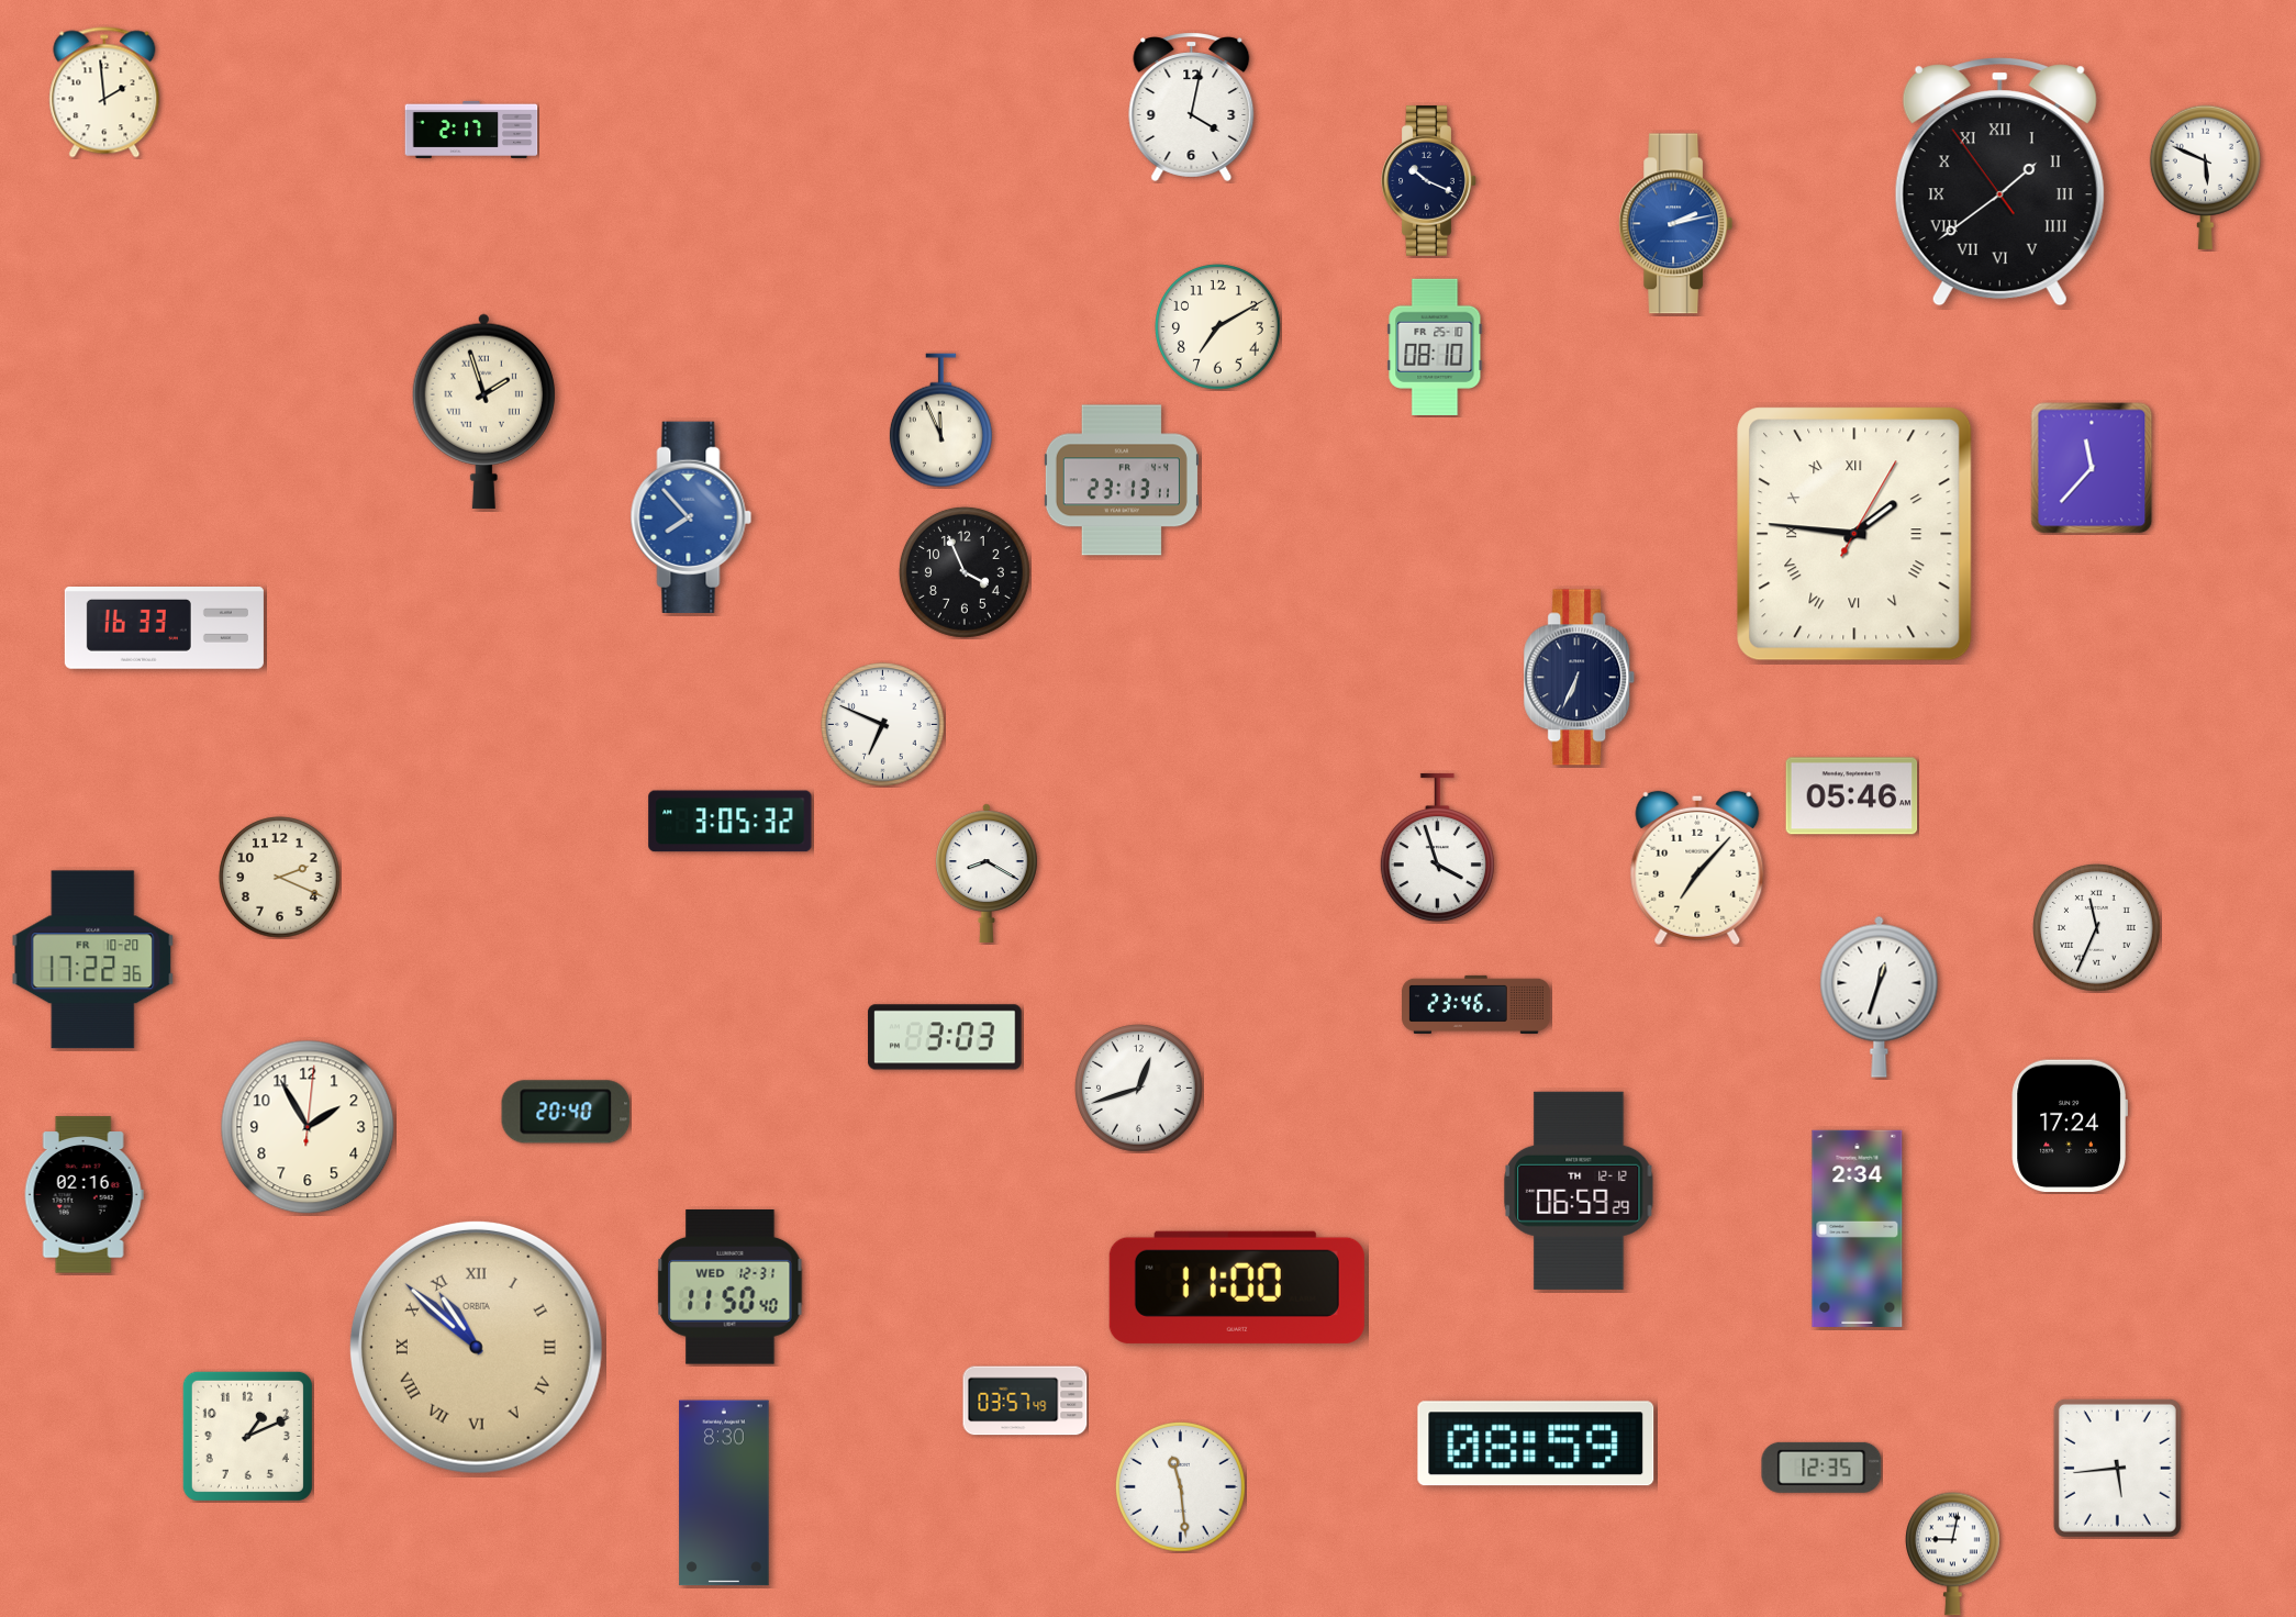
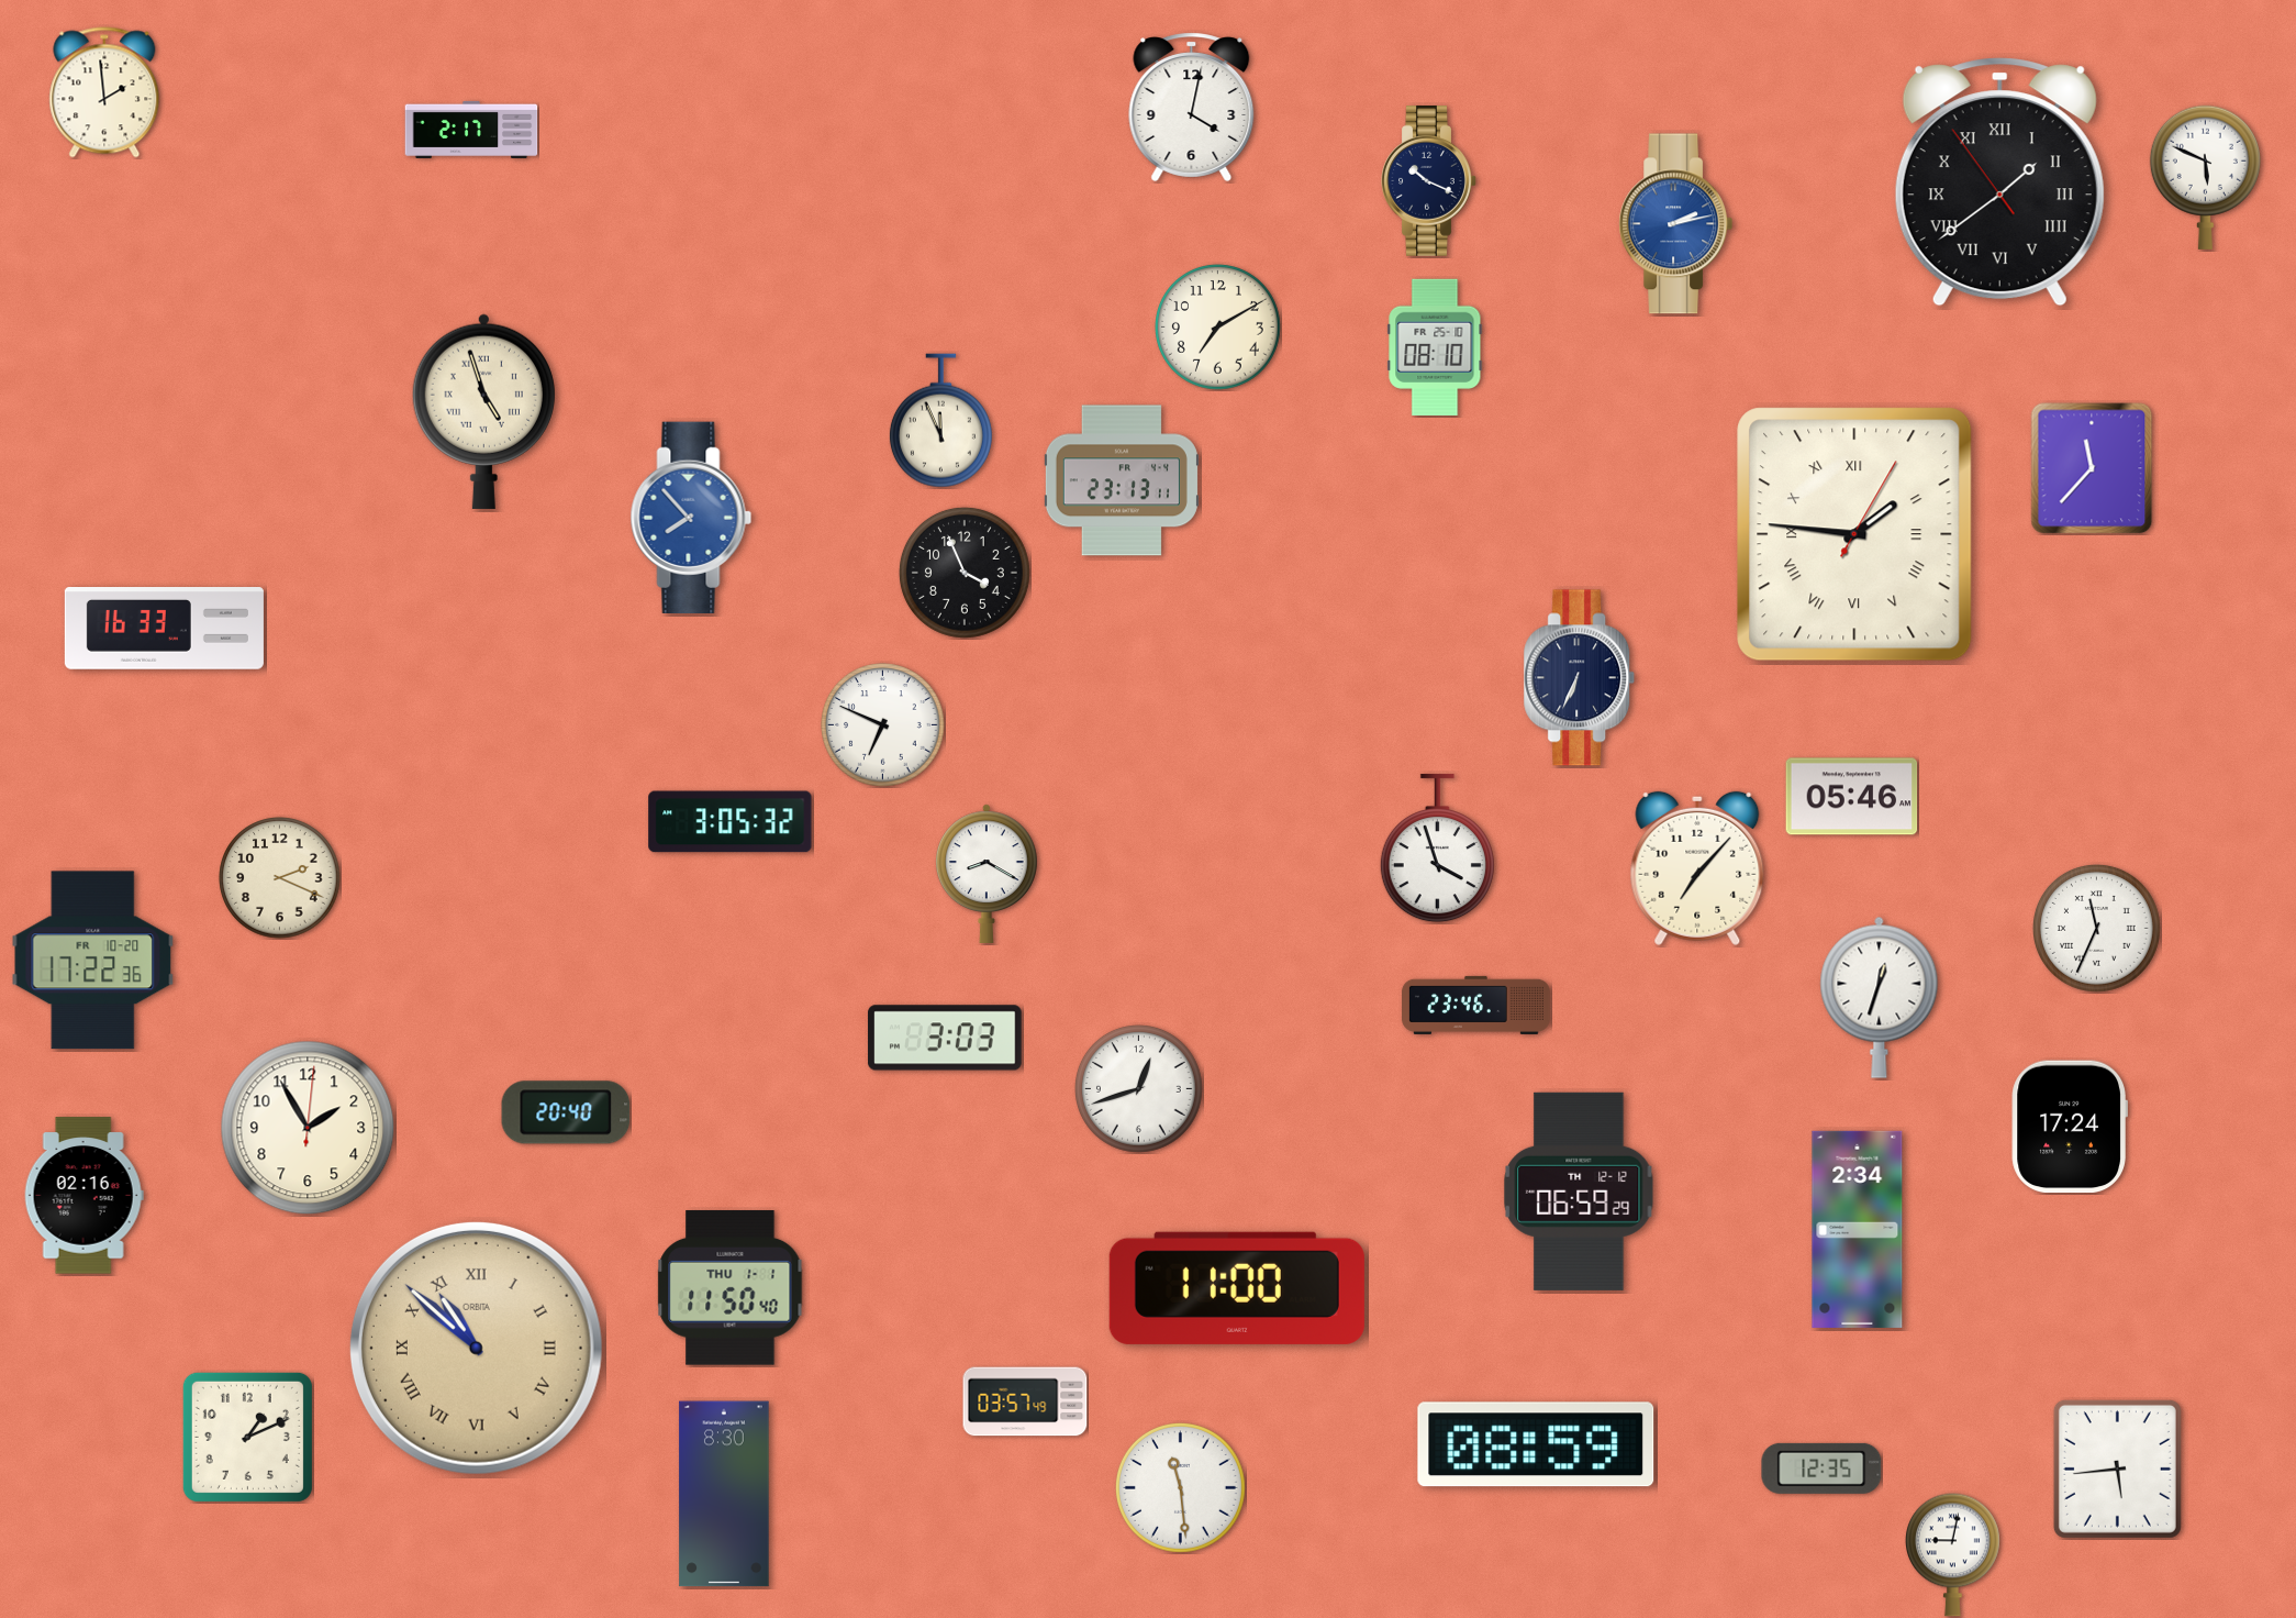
clock at (483, 411): 1:57 -> 4:57
clock at (731, 1287) date: WED 12-31 -> THU 1-1
